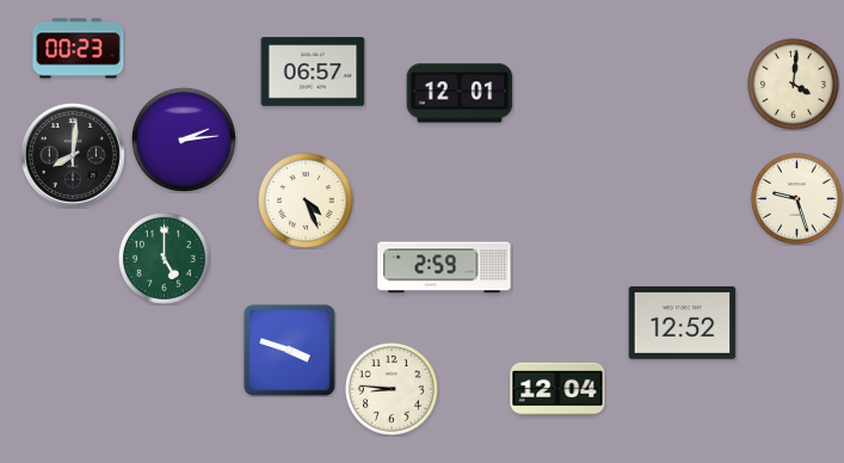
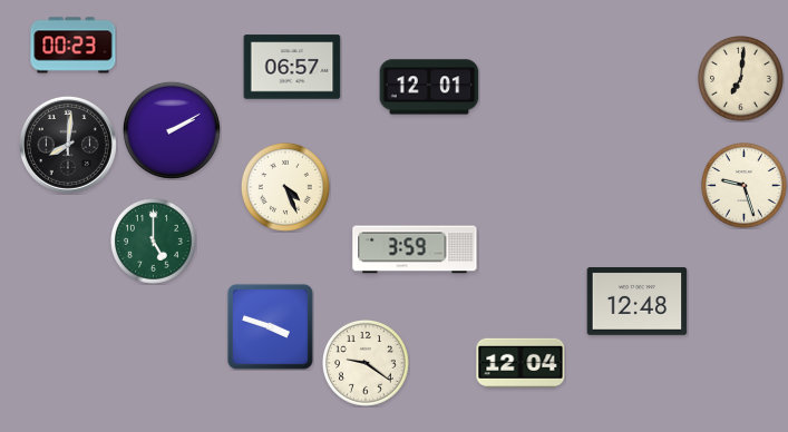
clock at (794, 85): 4:01 -> 7:01
clock at (184, 140): 2:14 -> 2:10
clock at (444, 267): 2:59 -> 3:59
clock at (683, 323): 12:52 -> 12:48
clock at (393, 390): 8:46 -> 9:21
